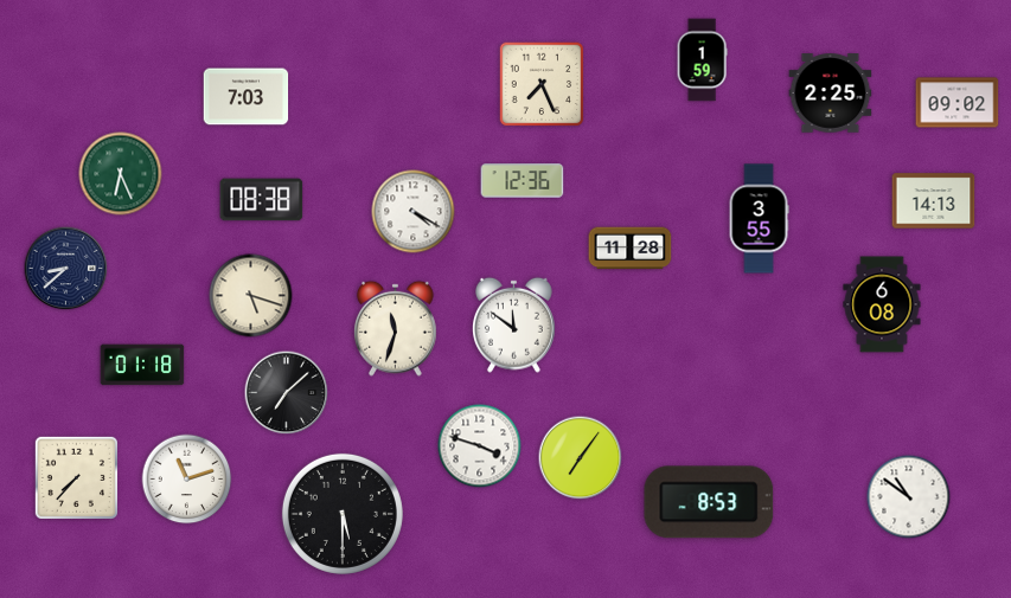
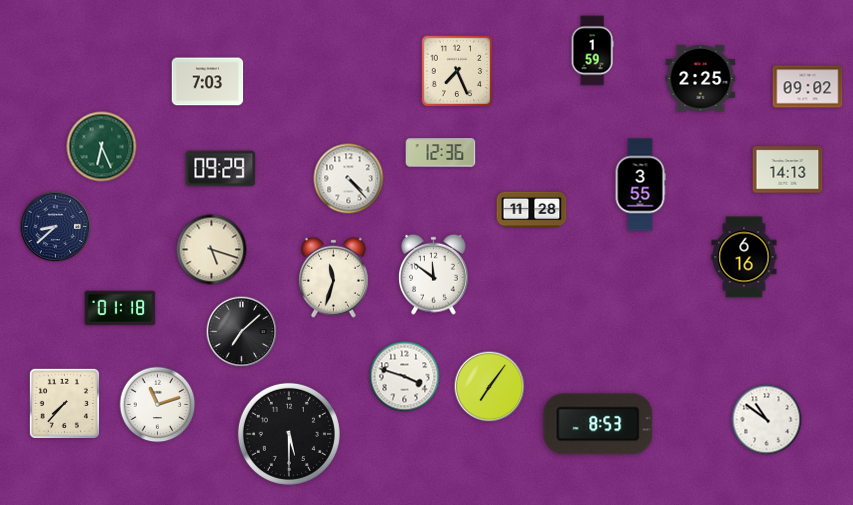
clock at (262, 200): 08:38 -> 09:29
clock at (414, 212): 4:20 -> 4:23
clock at (882, 304): 6:08 -> 6:16
